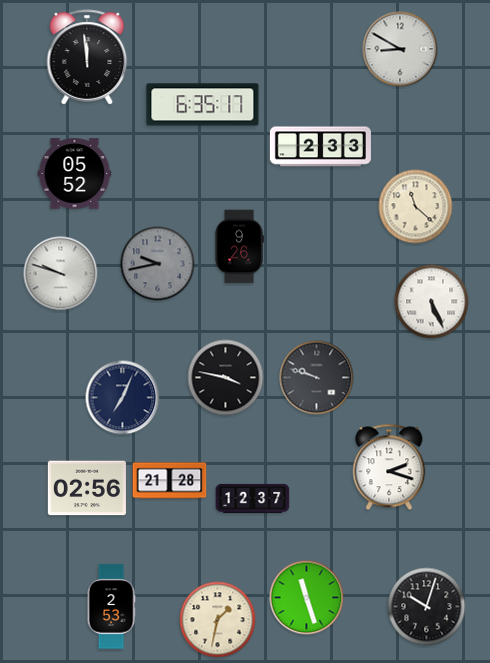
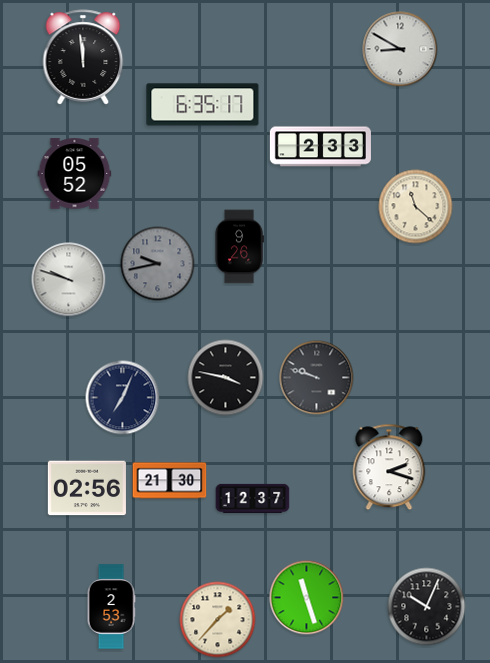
clock at (87, 57) position: (87, 57) -> (83, 57)
clock at (61, 274) position: (61, 274) -> (69, 280)
clock at (432, 302): 5:26 -> none
clock at (170, 481): 21:28 -> 21:30
clock at (427, 607): 10:03 -> 10:04
clock at (218, 620): 1:32 -> 1:37
